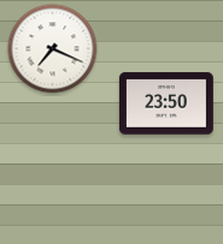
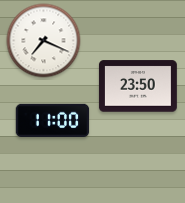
clock at (53, 121): none -> 11:00
